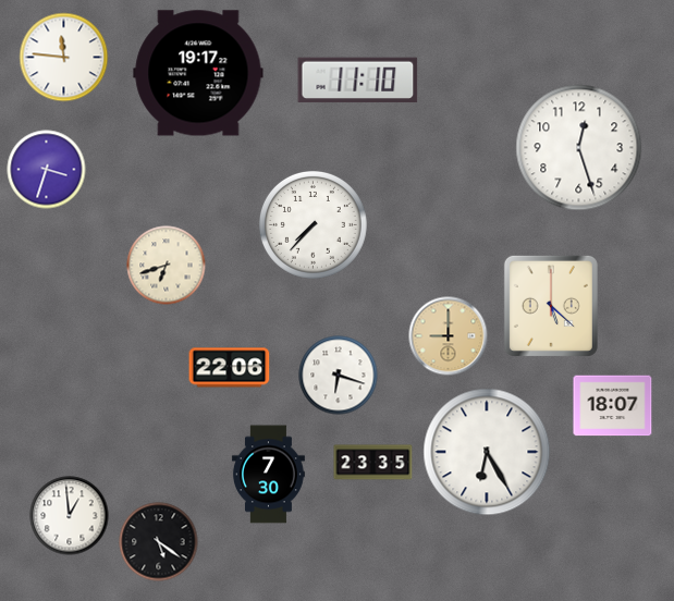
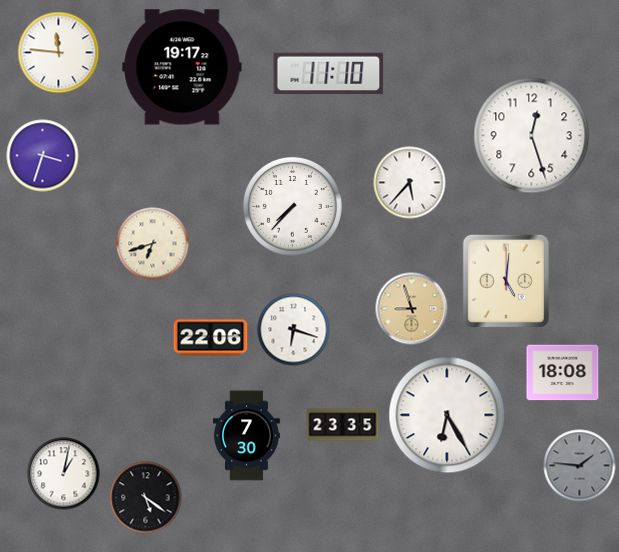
clock at (410, 183): none -> 5:37
clock at (313, 224) position: (313, 224) -> (292, 206)
clock at (551, 306): 5:22 -> 5:01
clock at (449, 336): 9:00 -> 8:57
clock at (339, 376) position: (339, 376) -> (294, 330)
clock at (613, 406): 18:07 -> 18:08
clock at (580, 466): none -> 1:46
clock at (70, 516): 12:59 -> 1:02
